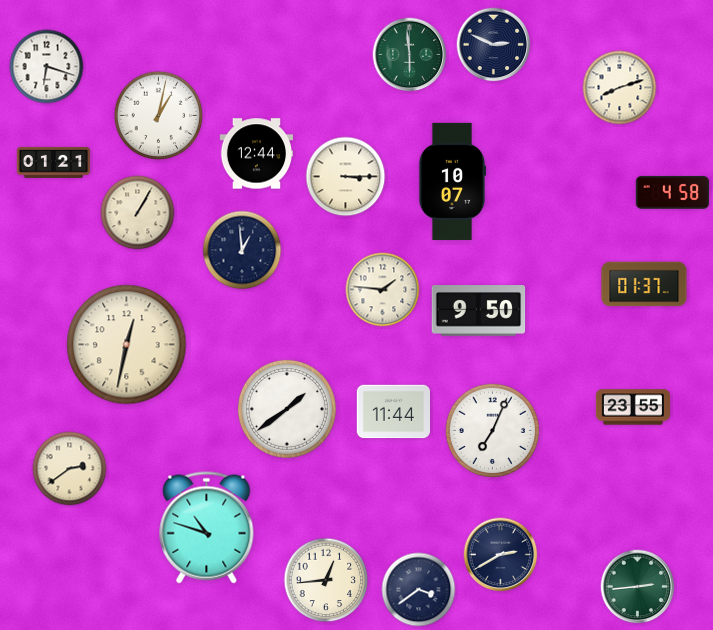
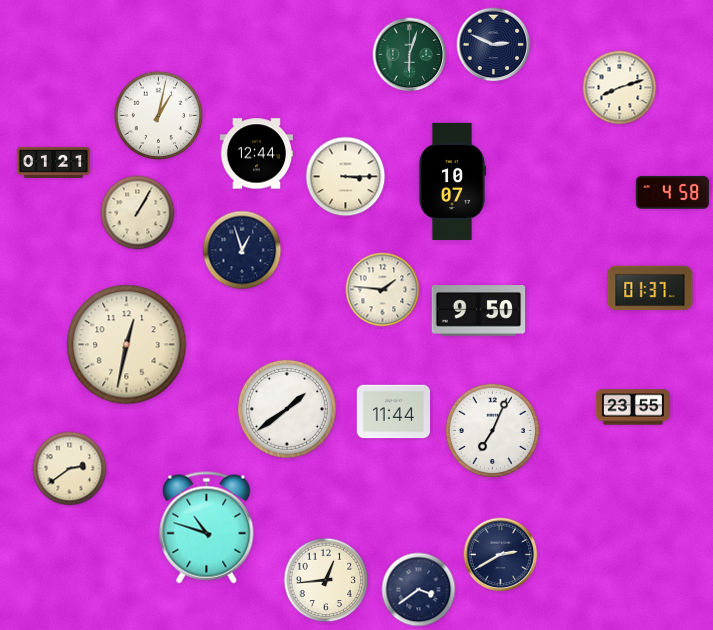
clock at (410, 55): 5:59 -> 6:03
clock at (47, 67): 6:18 -> none
clock at (242, 250): 12:59 -> 12:57
clock at (644, 284) position: (644, 284) -> (650, 288)
clock at (638, 587): 2:44 -> none
